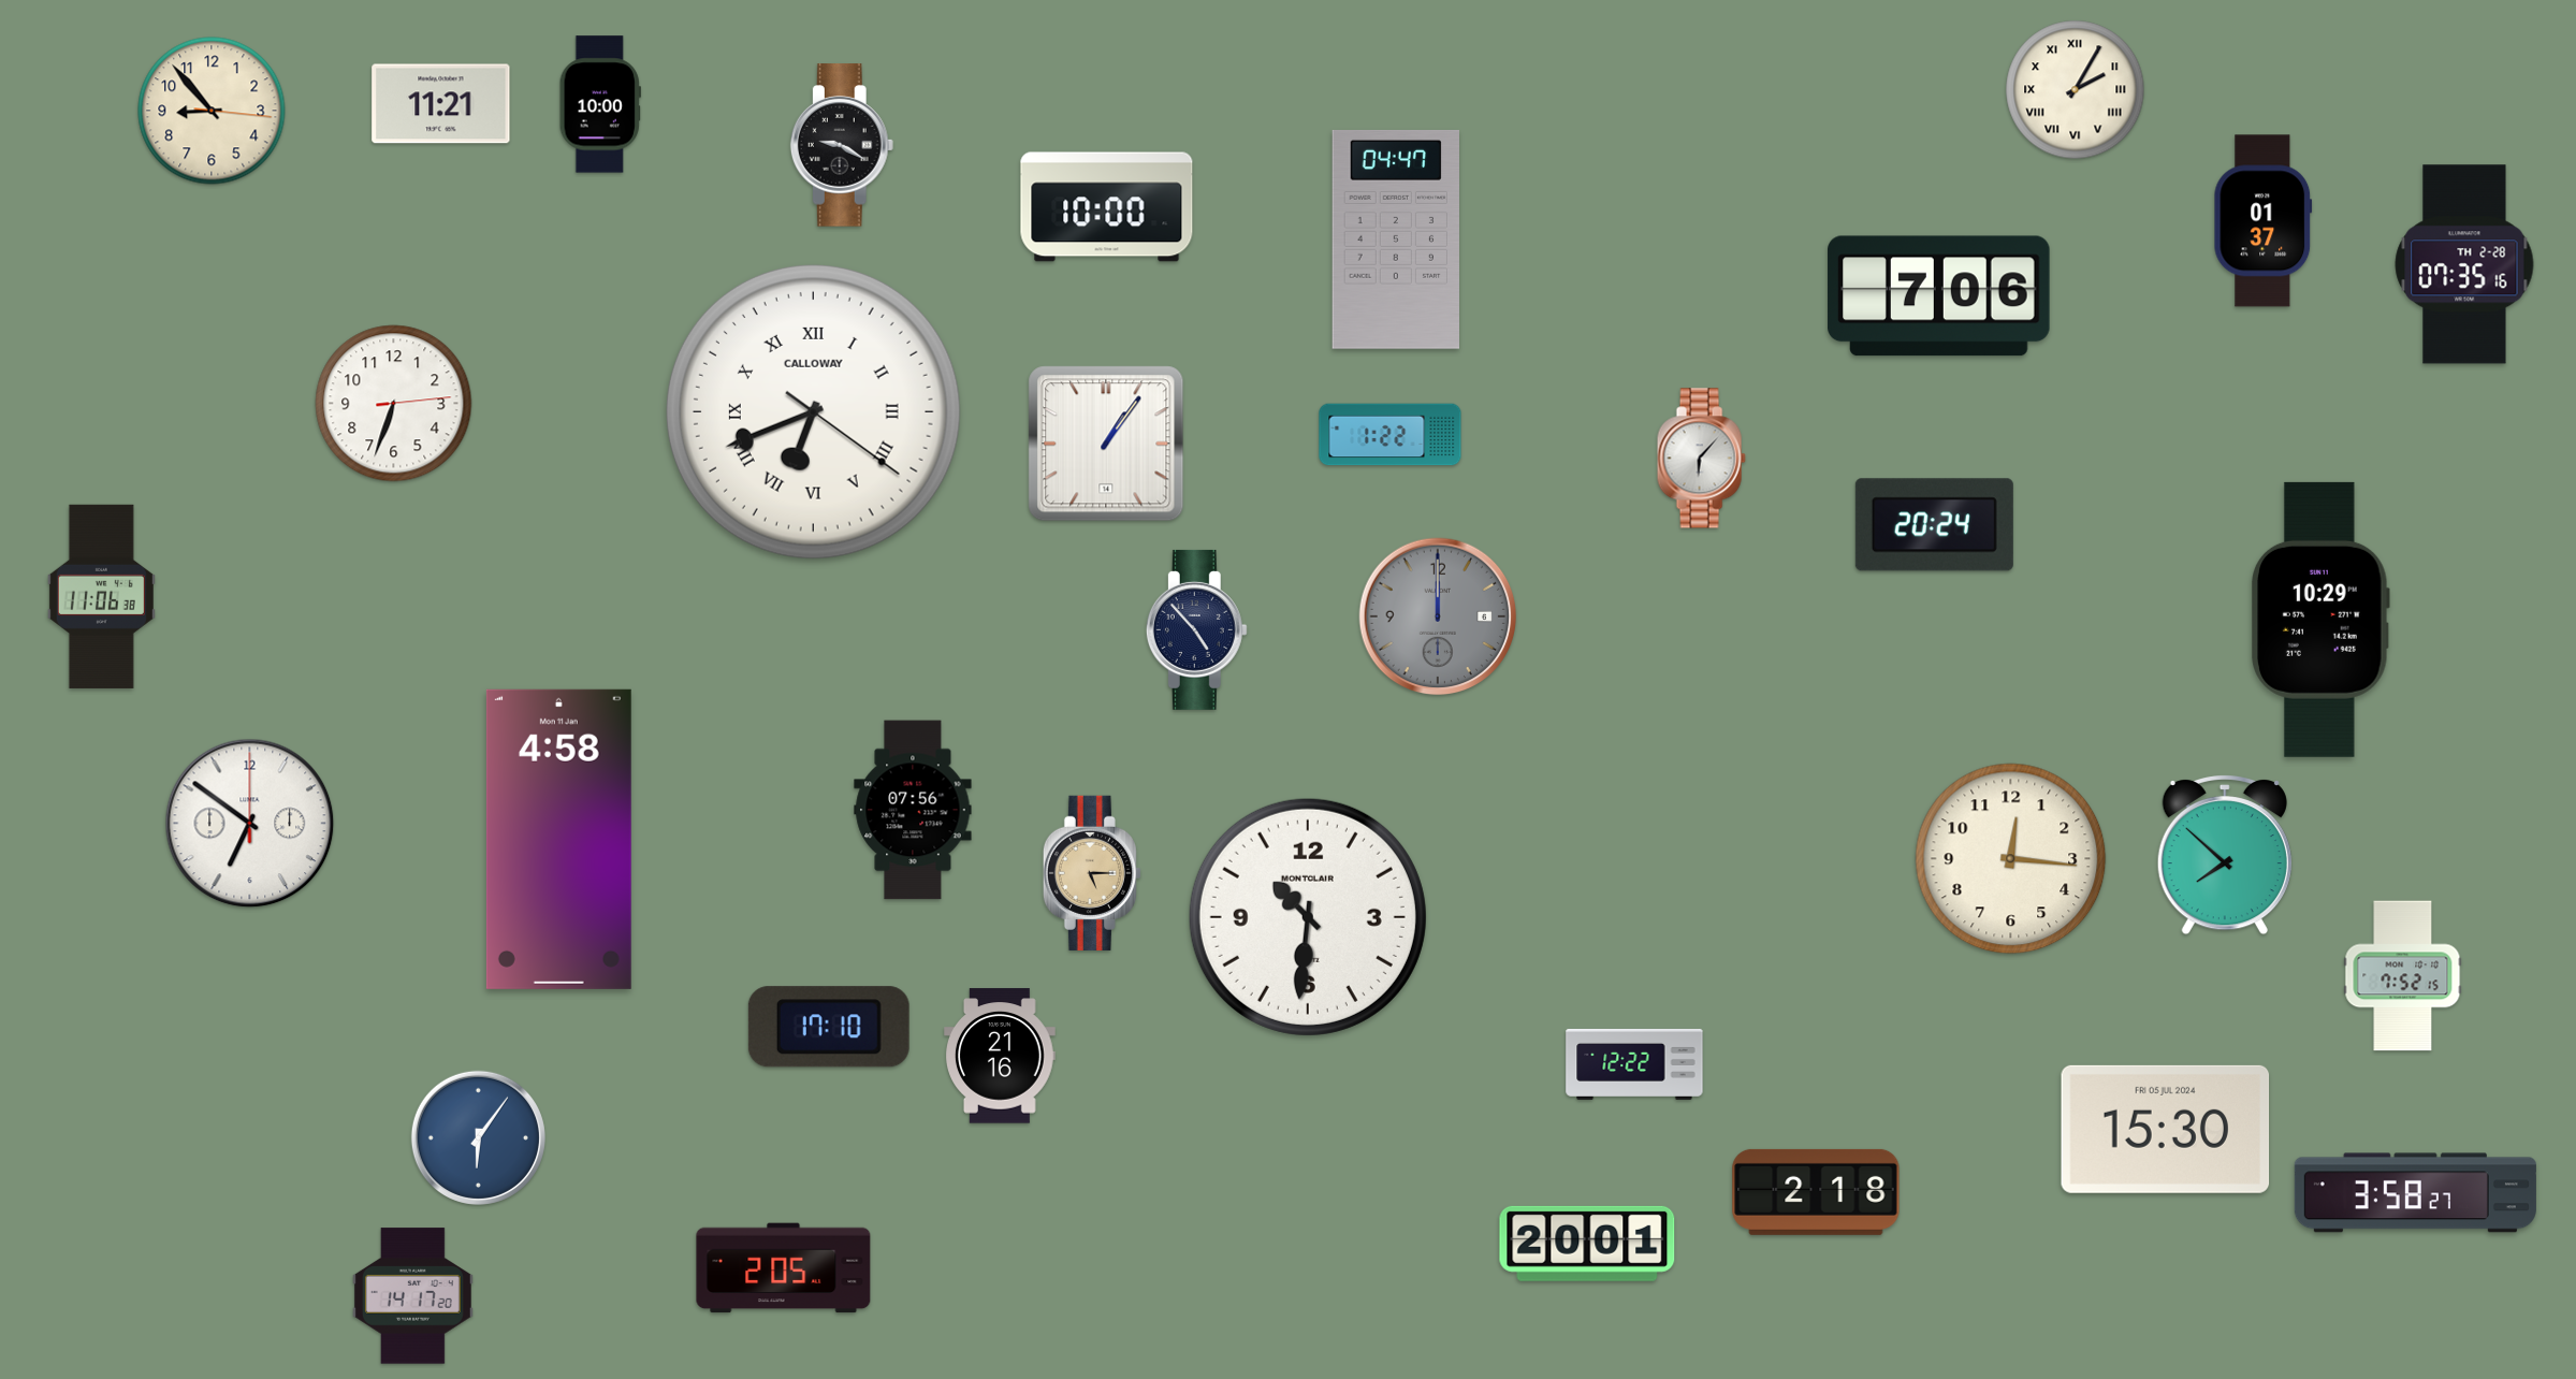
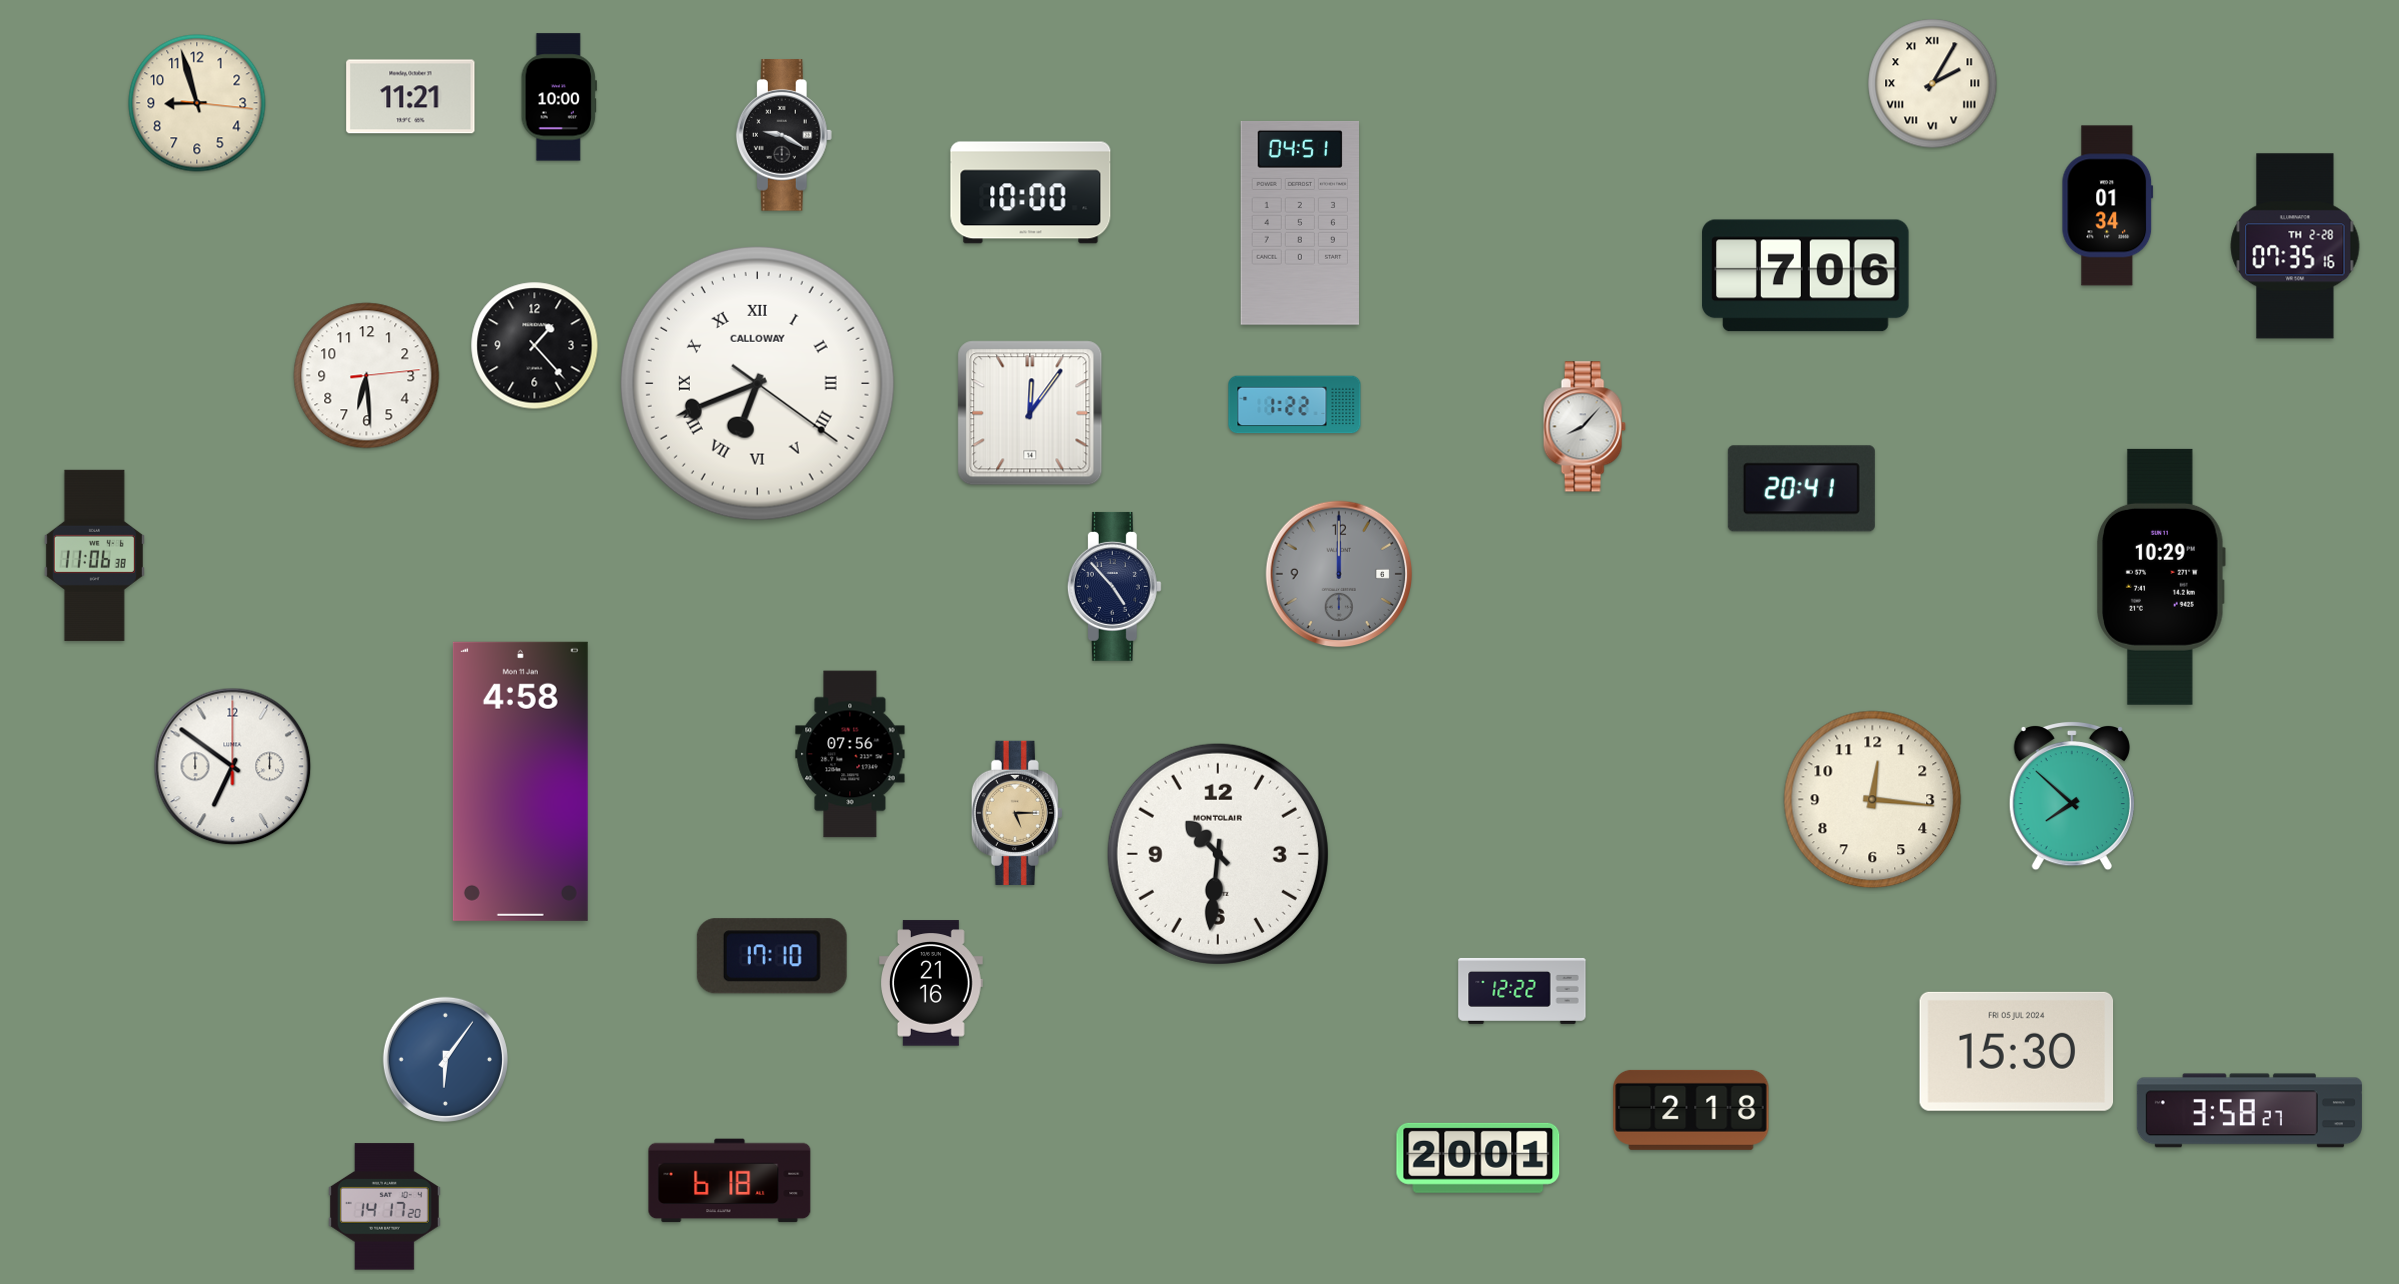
clock at (212, 111): 8:53 -> 8:57
clock at (2264, 221): 01:37 -> 01:34
clock at (1395, 239): 04:47 -> 04:51
clock at (535, 346): none -> 1:23
clock at (394, 404): 6:33 -> 6:29
clock at (1106, 444): 1:06 -> 12:06
clock at (1701, 459): 6:07 -> 8:07
clock at (1934, 525): 20:24 -> 20:41
clock at (2403, 976): 7:52 -> none
clock at (784, 1268): 2:05 -> 6:18
